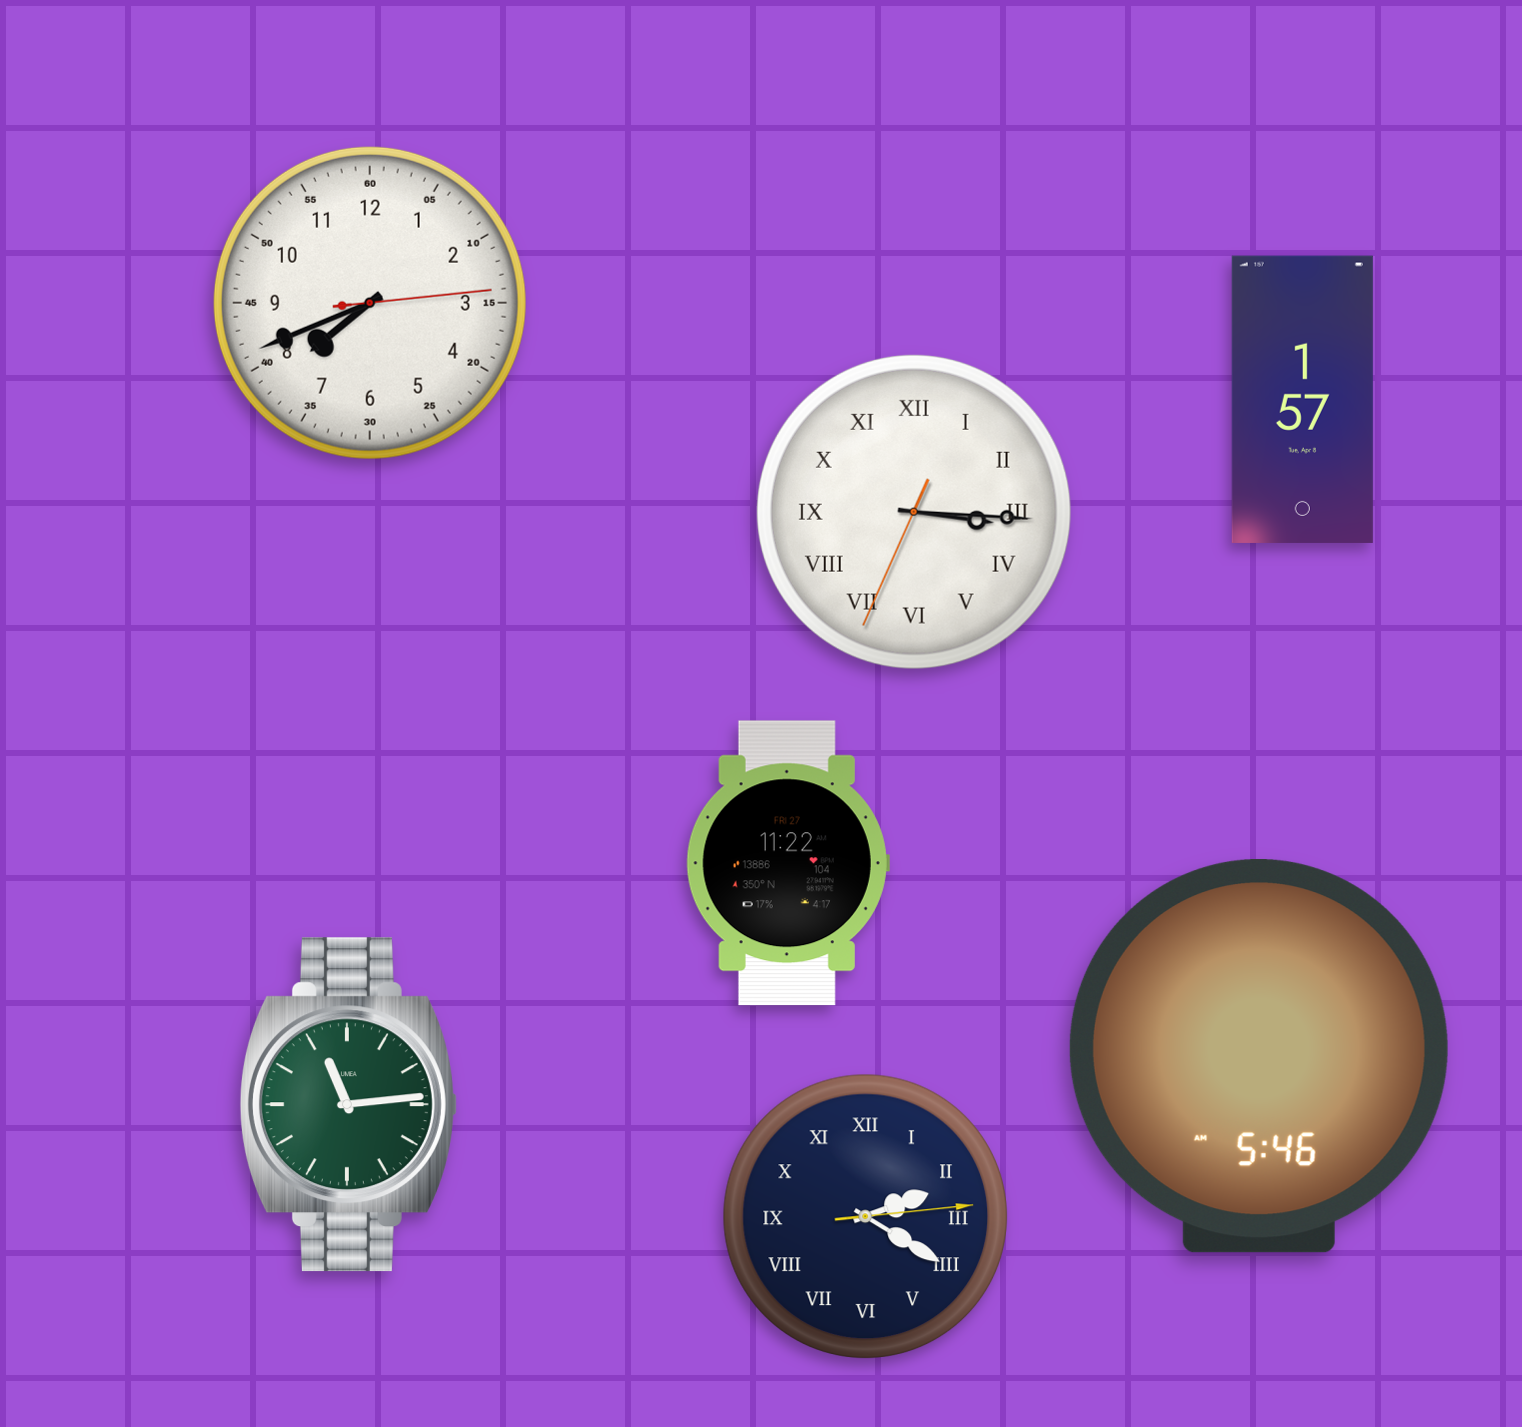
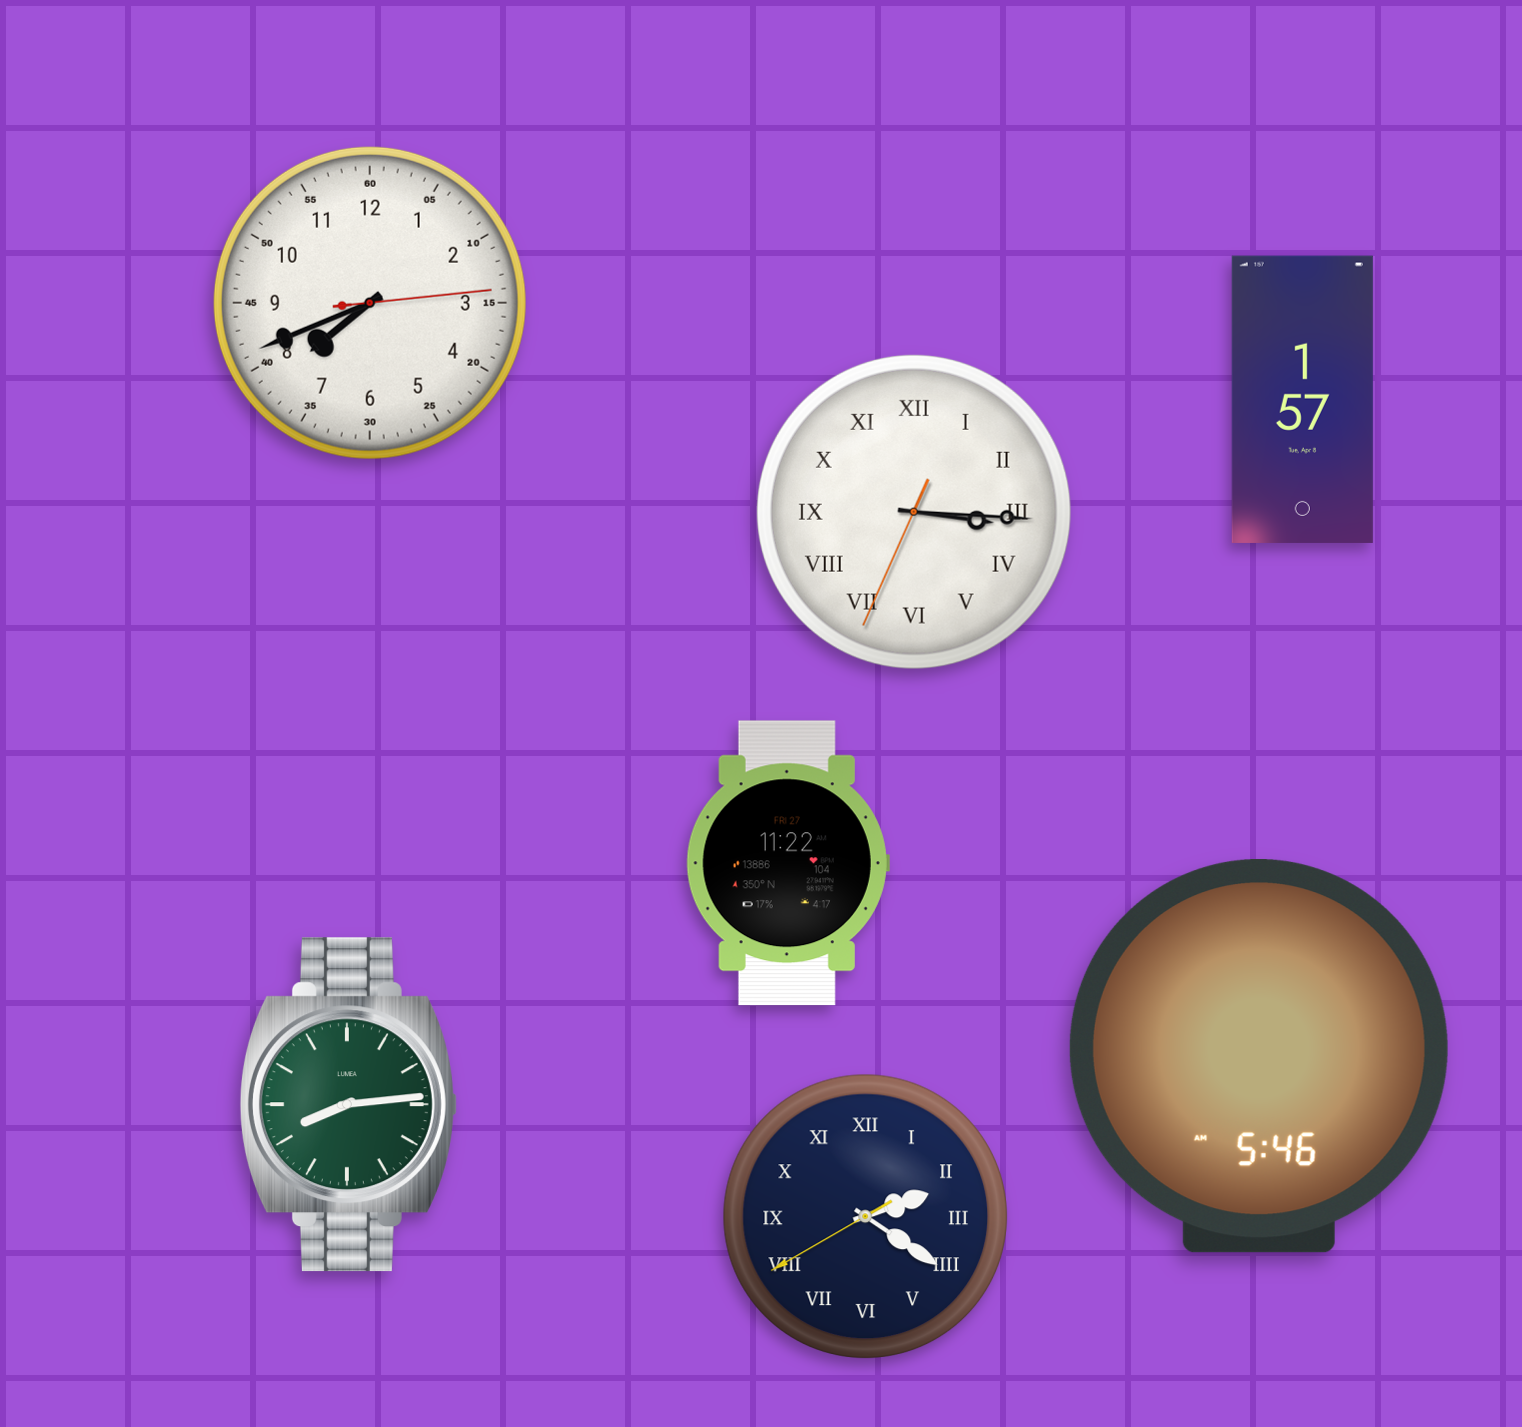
clock at (348, 1105): 11:14 -> 8:14
clock at (865, 1216): 2:20:14 -> 2:20:40
